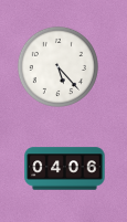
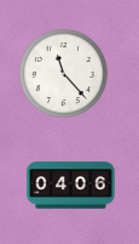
clock at (57, 66): 5:23 -> 11:23
